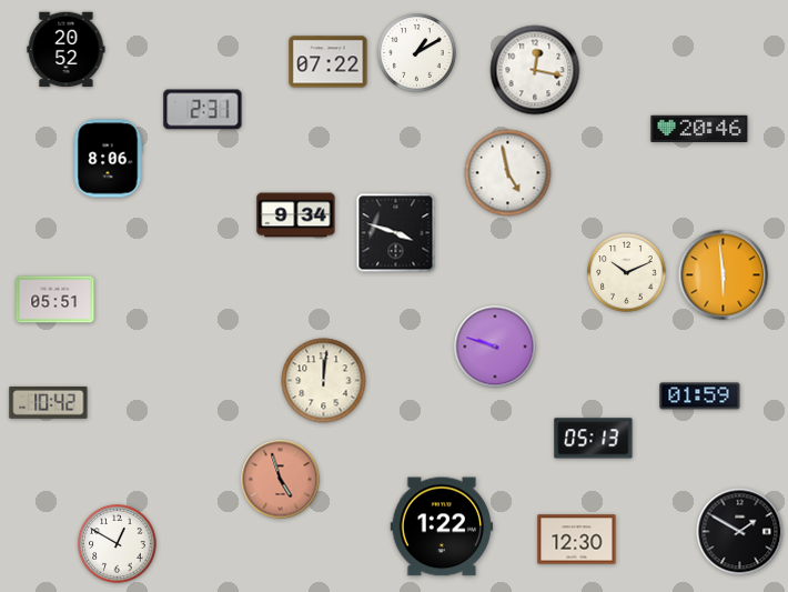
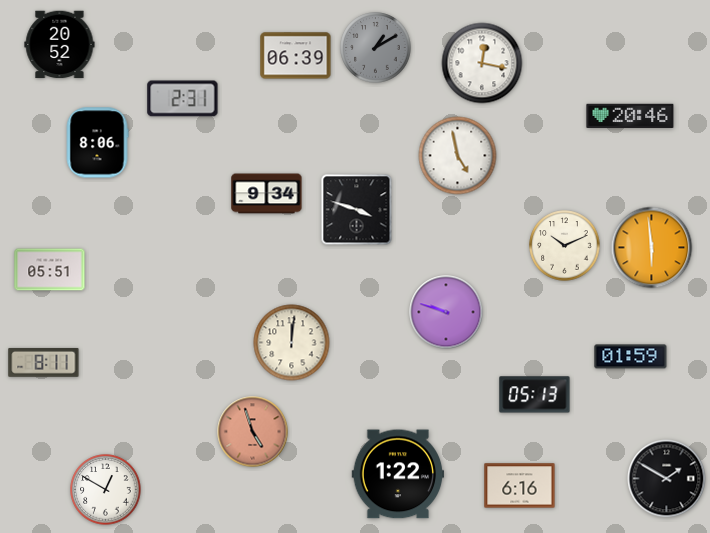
clock at (417, 53) dial: white -> grey
clock at (329, 62): 07:22 -> 06:39
clock at (49, 402): 10:42 -> 8:11
clock at (577, 540): 12:30 -> 6:16
